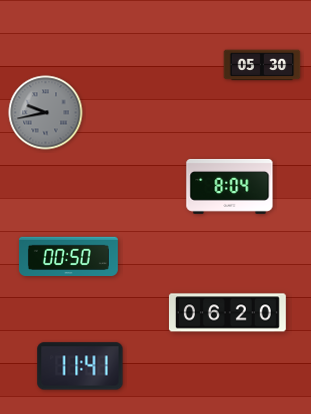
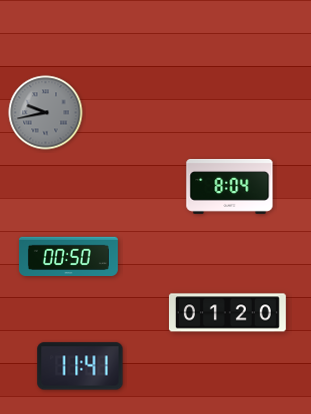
clock at (262, 65): 05:30 -> none
clock at (227, 313): 06:20 -> 01:20
